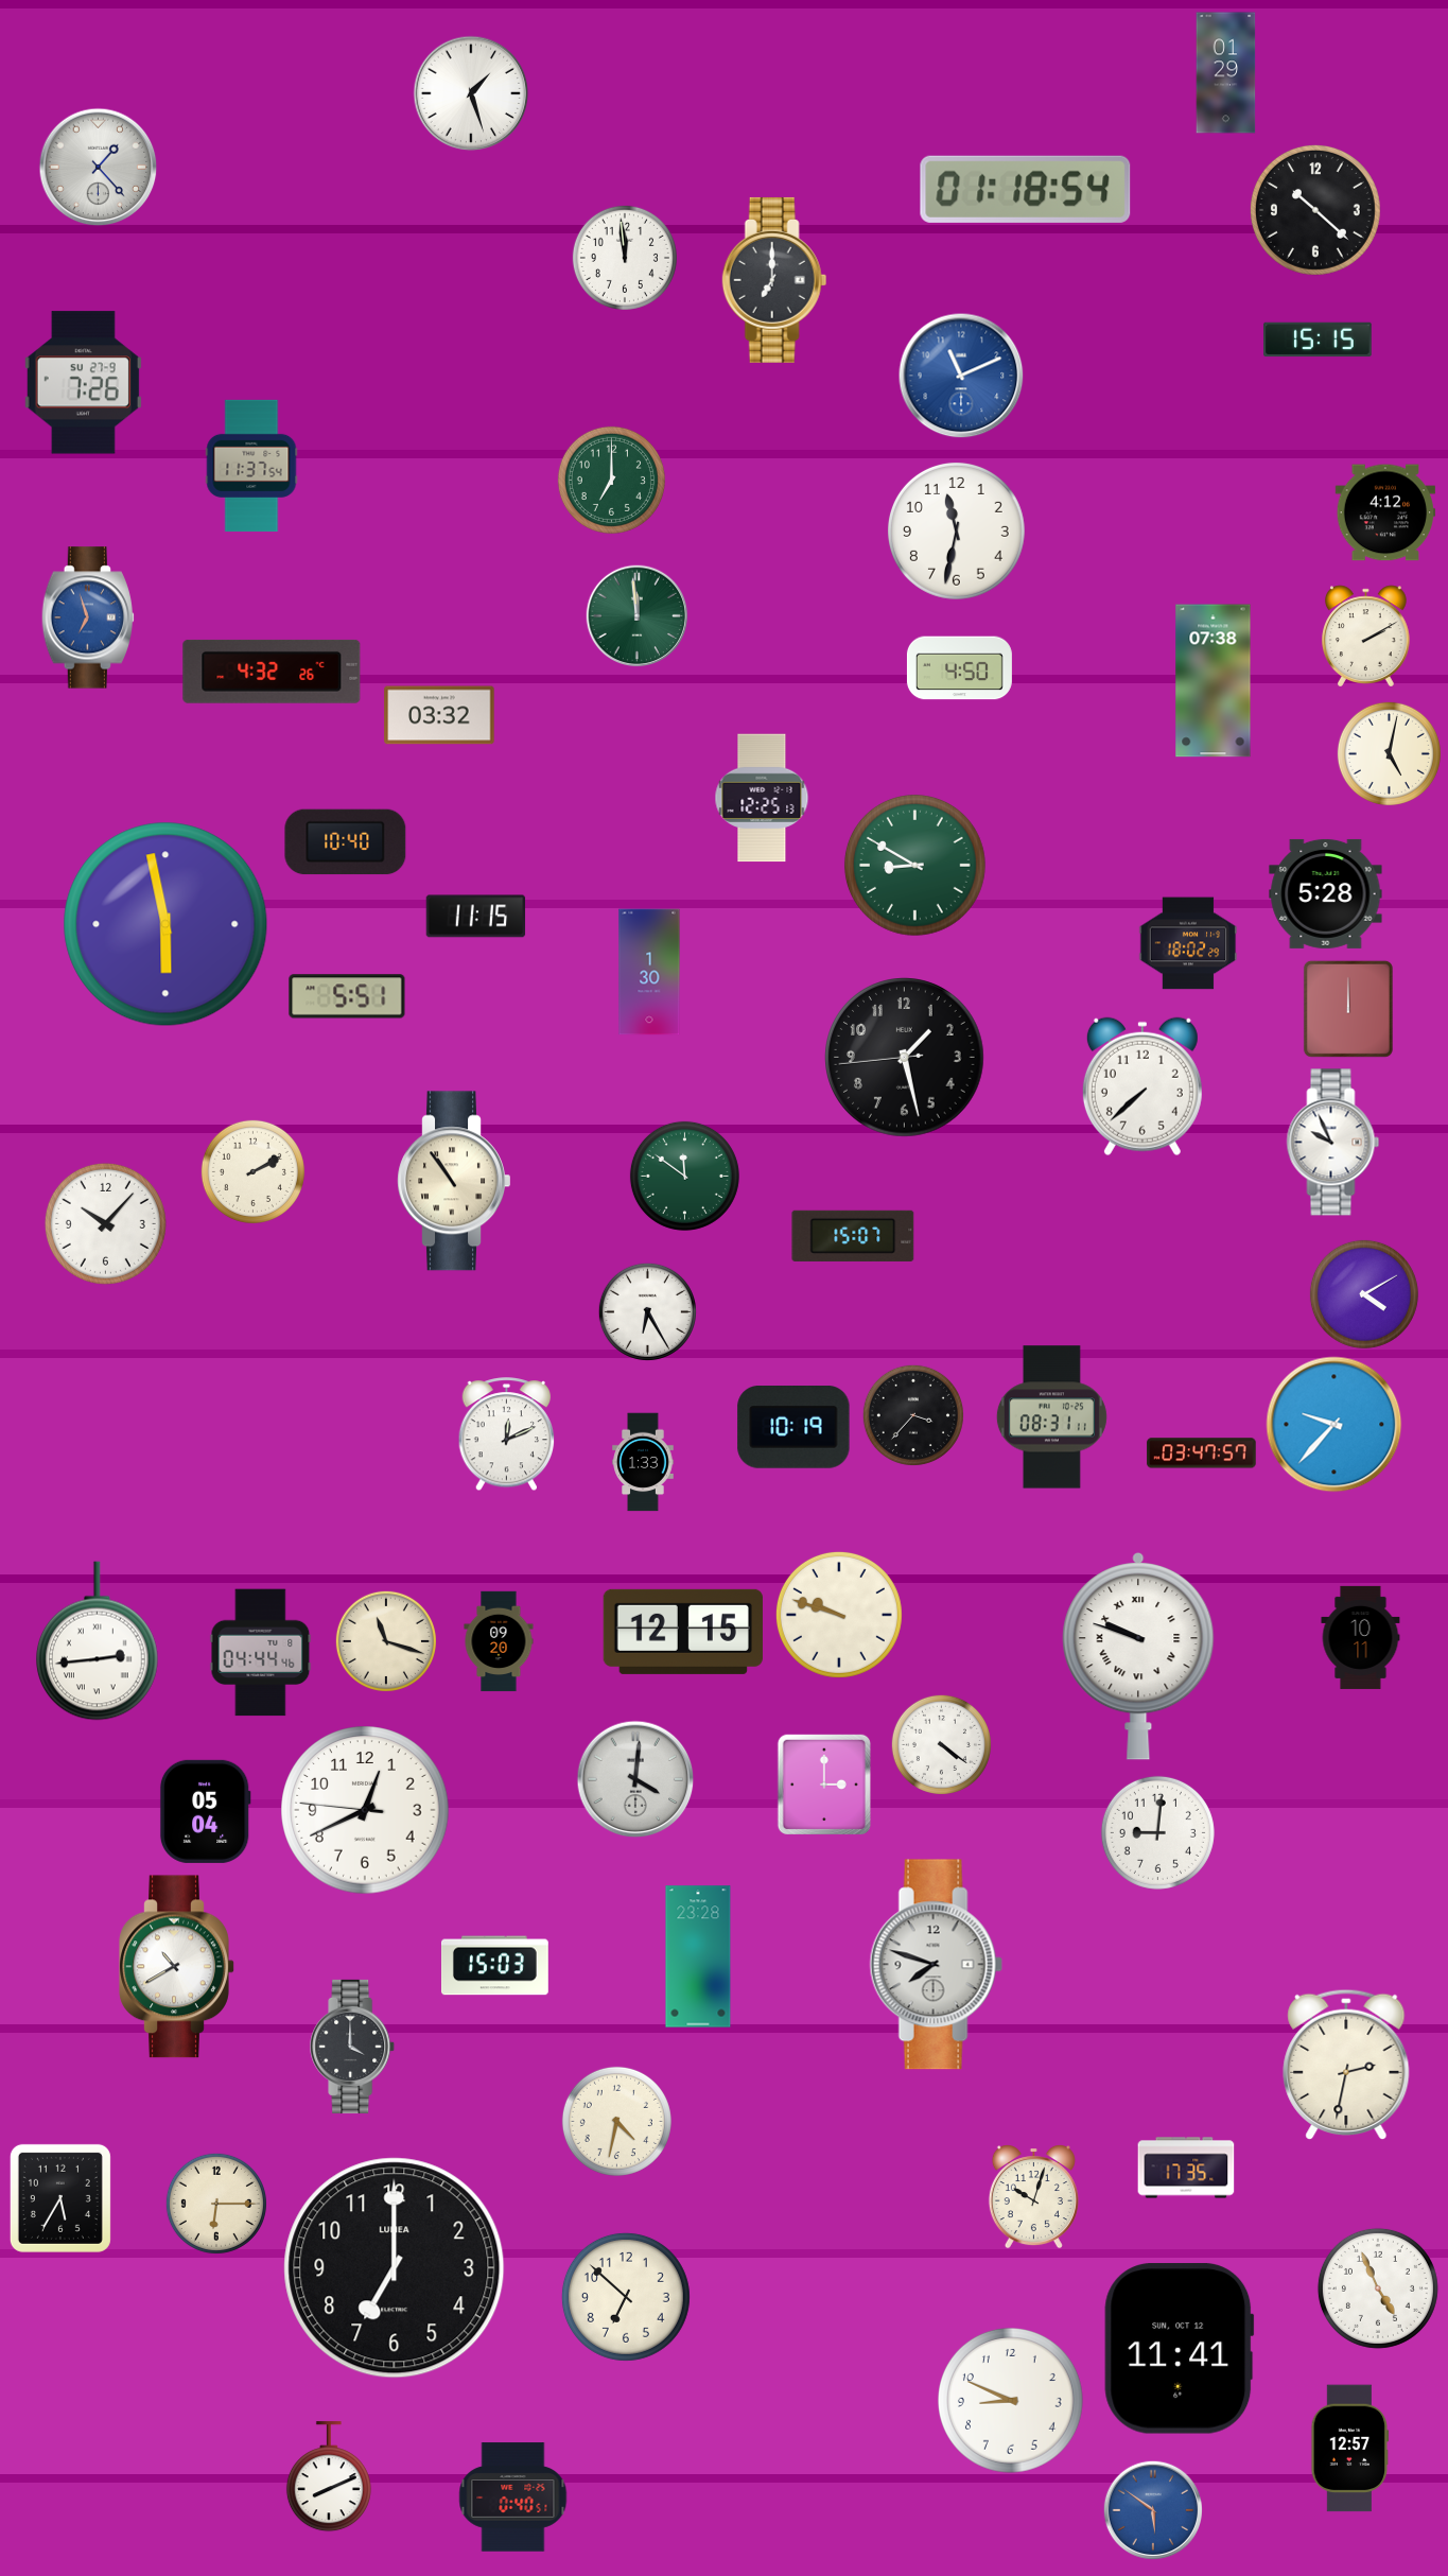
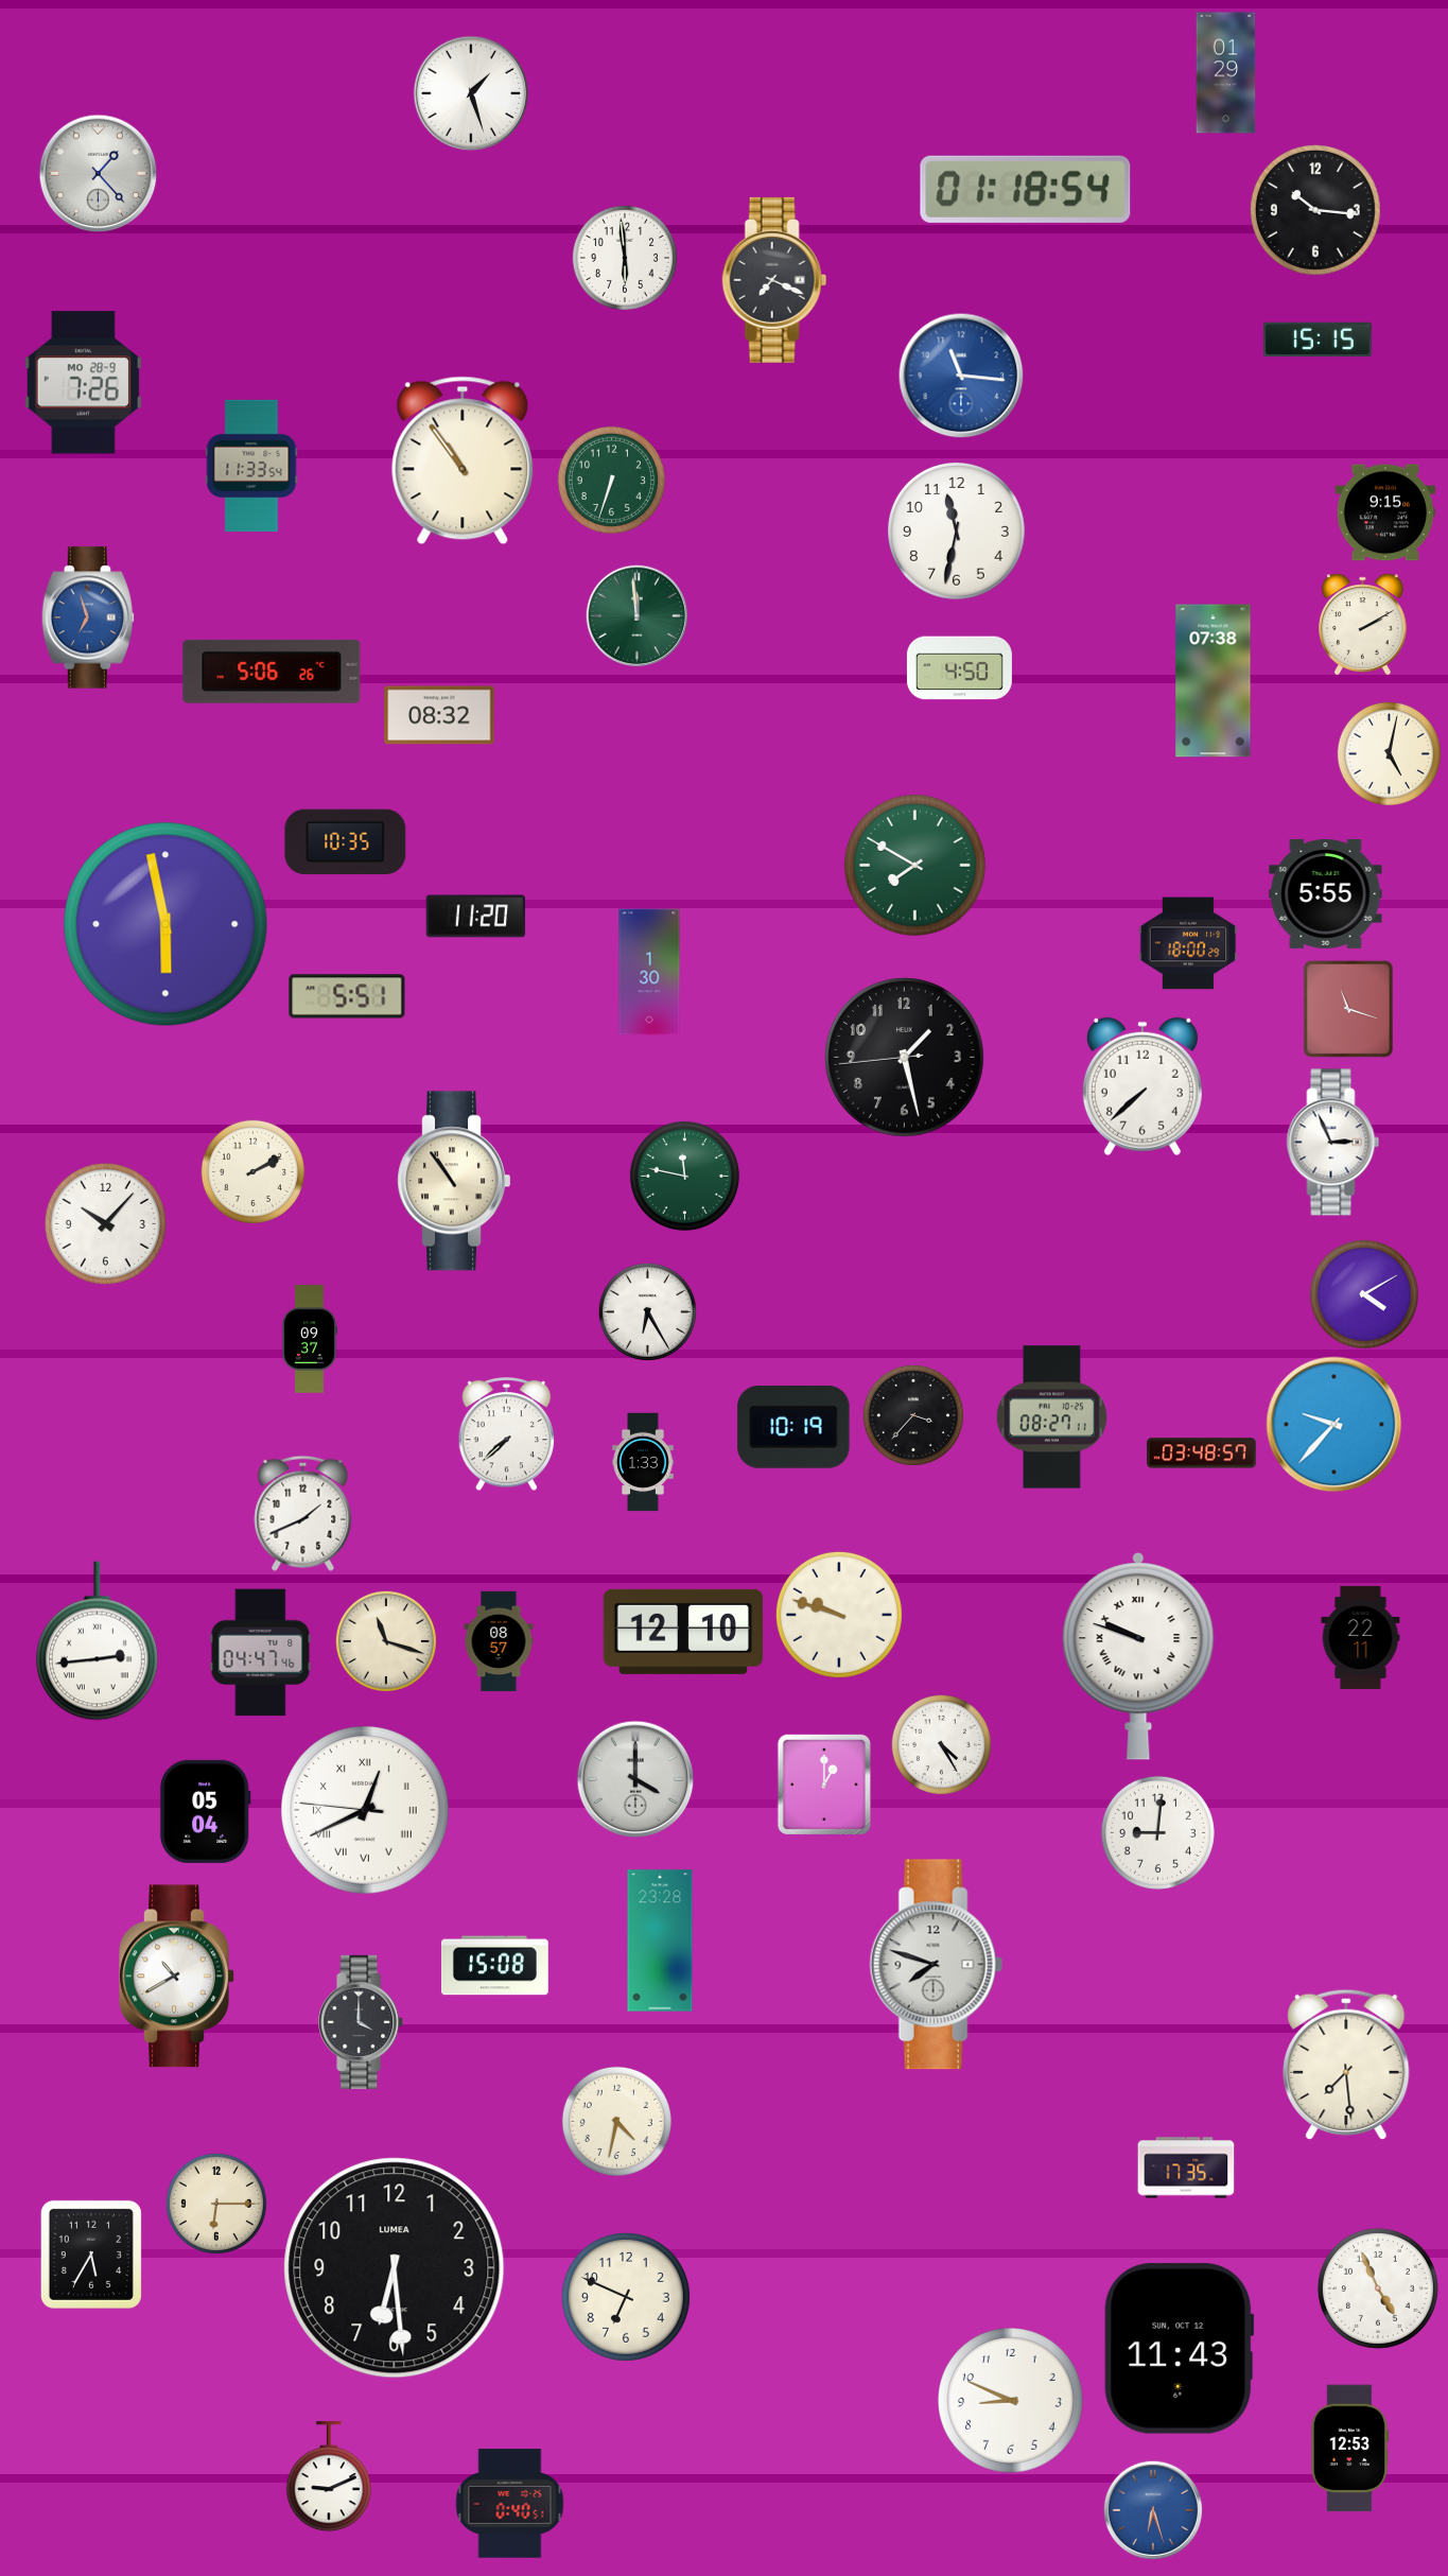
clock at (99, 168) position: (99, 168) -> (99, 174)
clock at (1315, 210): 10:22 -> 10:16
clock at (625, 258): 11:59 -> 5:59
clock at (774, 280): 7:00 -> 7:19
clock at (961, 376): 11:11 -> 11:16
clock at (83, 383) date: SU 27-9 -> MO 28-9
clock at (463, 460): none -> 10:54
clock at (251, 466): 11:37 -> 11:33
clock at (611, 480): 7:00 -> 6:33
clock at (1385, 512): 4:12 -> 9:15
clock at (1366, 637) position: (1366, 637) -> (1363, 625)
clock at (272, 672): 4:32 -> 5:06
clock at (439, 715): 03:32 -> 08:32
clock at (762, 798): 12:25 -> none
clock at (346, 842): 10:40 -> 10:35
clock at (914, 865): 8:50 -> 7:50
clock at (1326, 893): 5:28 -> 5:55
clock at (476, 917): 11:15 -> 11:20
clock at (1188, 943): 18:02 -> 18:00
clock at (1348, 1009): 12:00 -> 11:18
clock at (1333, 1143): 9:56 -> 2:56
clock at (684, 1176): 11:51 -> 11:47
clock at (853, 1236): 15:07 -> none
clock at (310, 1339): none -> 09:37
clock at (1051, 1417): 08:31 -> 08:27
clock at (507, 1434): 12:11 -> 7:38
clock at (1202, 1454): 03:47 -> 03:48
clock at (303, 1513): none -> 1:41
clock at (683, 1632): 12:15 -> 12:10
clock at (1361, 1637): 10:11 -> 22:11
clock at (499, 1641): 09:20 -> 08:57
clock at (261, 1653): 04:44 -> 04:47
clock at (941, 1744): 4:21 -> 4:25
clock at (635, 1779): 4:01 -> 4:00
clock at (823, 1783): 3:00 -> 1:00
clock at (365, 1810) numerals: Arabic -> Roman
clock at (698, 1956) position: (698, 1956) -> (660, 1940)
clock at (494, 1966): 15:03 -> 15:08
clock at (177, 1967) position: (177, 1967) -> (177, 1977)
clock at (353, 2047) position: (353, 2047) -> (362, 2022)
clock at (1346, 2065): 2:32 -> 7:29
clock at (1033, 2197): 10:03 -> none
clock at (60, 2198) position: (60, 2198) -> (91, 2255)
clock at (395, 2268): 7:00 -> 6:29
clock at (626, 2297): 6:52 -> 6:49
clock at (1180, 2349): 11:41 -> 11:43
clock at (1350, 2449): 12:57 -> 12:53
clock at (329, 2477): 8:11 -> 9:11
clock at (513, 2497) position: (513, 2497) -> (510, 2504)
clock at (1152, 2509): 5:51 -> 6:27
